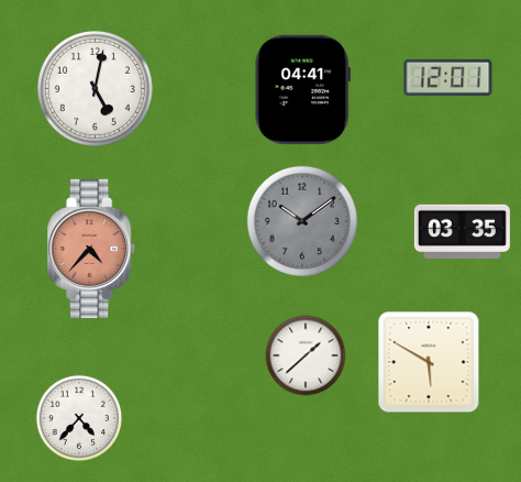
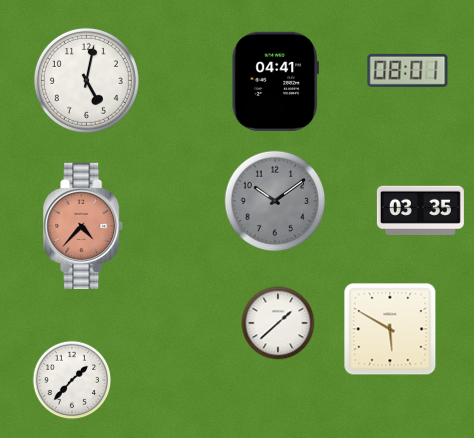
clock at (448, 77): 12:01 -> 08:01
clock at (79, 418): 4:37 -> 1:37
